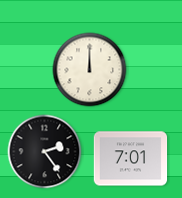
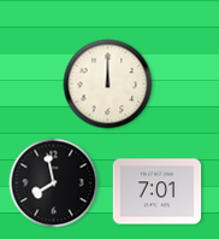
clock at (45, 152): 2:24 -> 7:58
